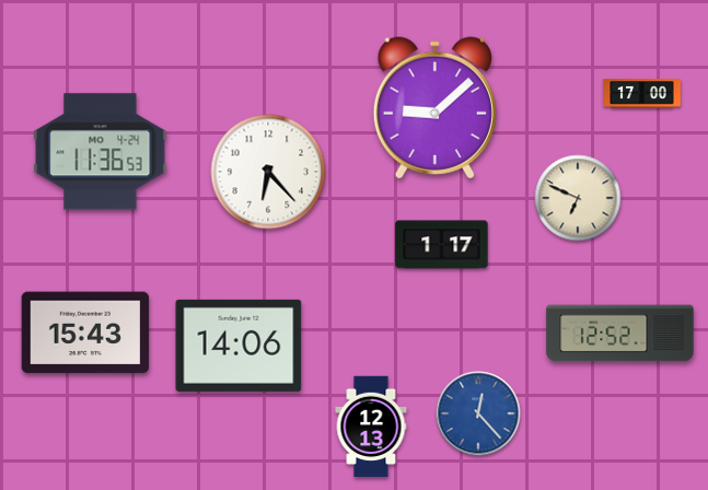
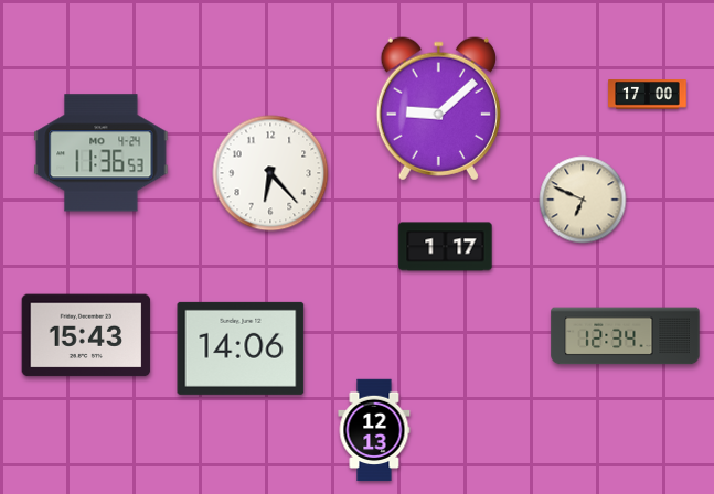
clock at (620, 334): 12:52 -> 12:34
clock at (478, 413): 12:23 -> none
